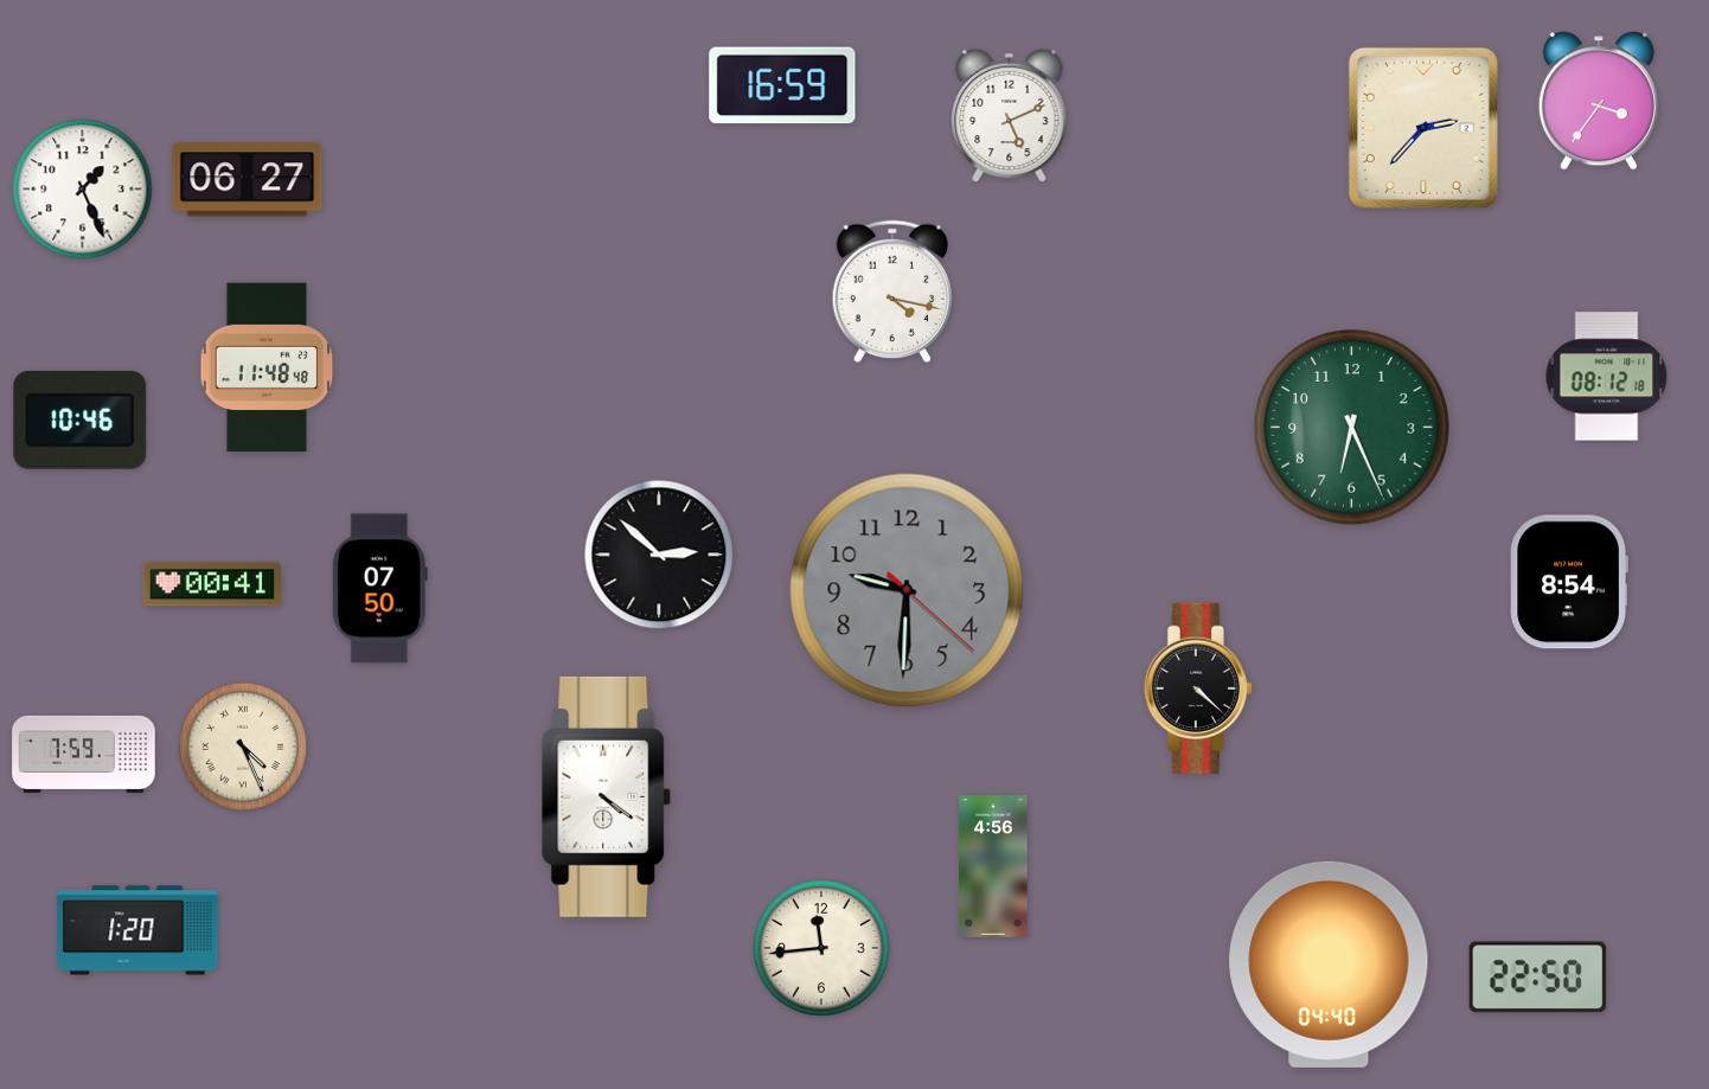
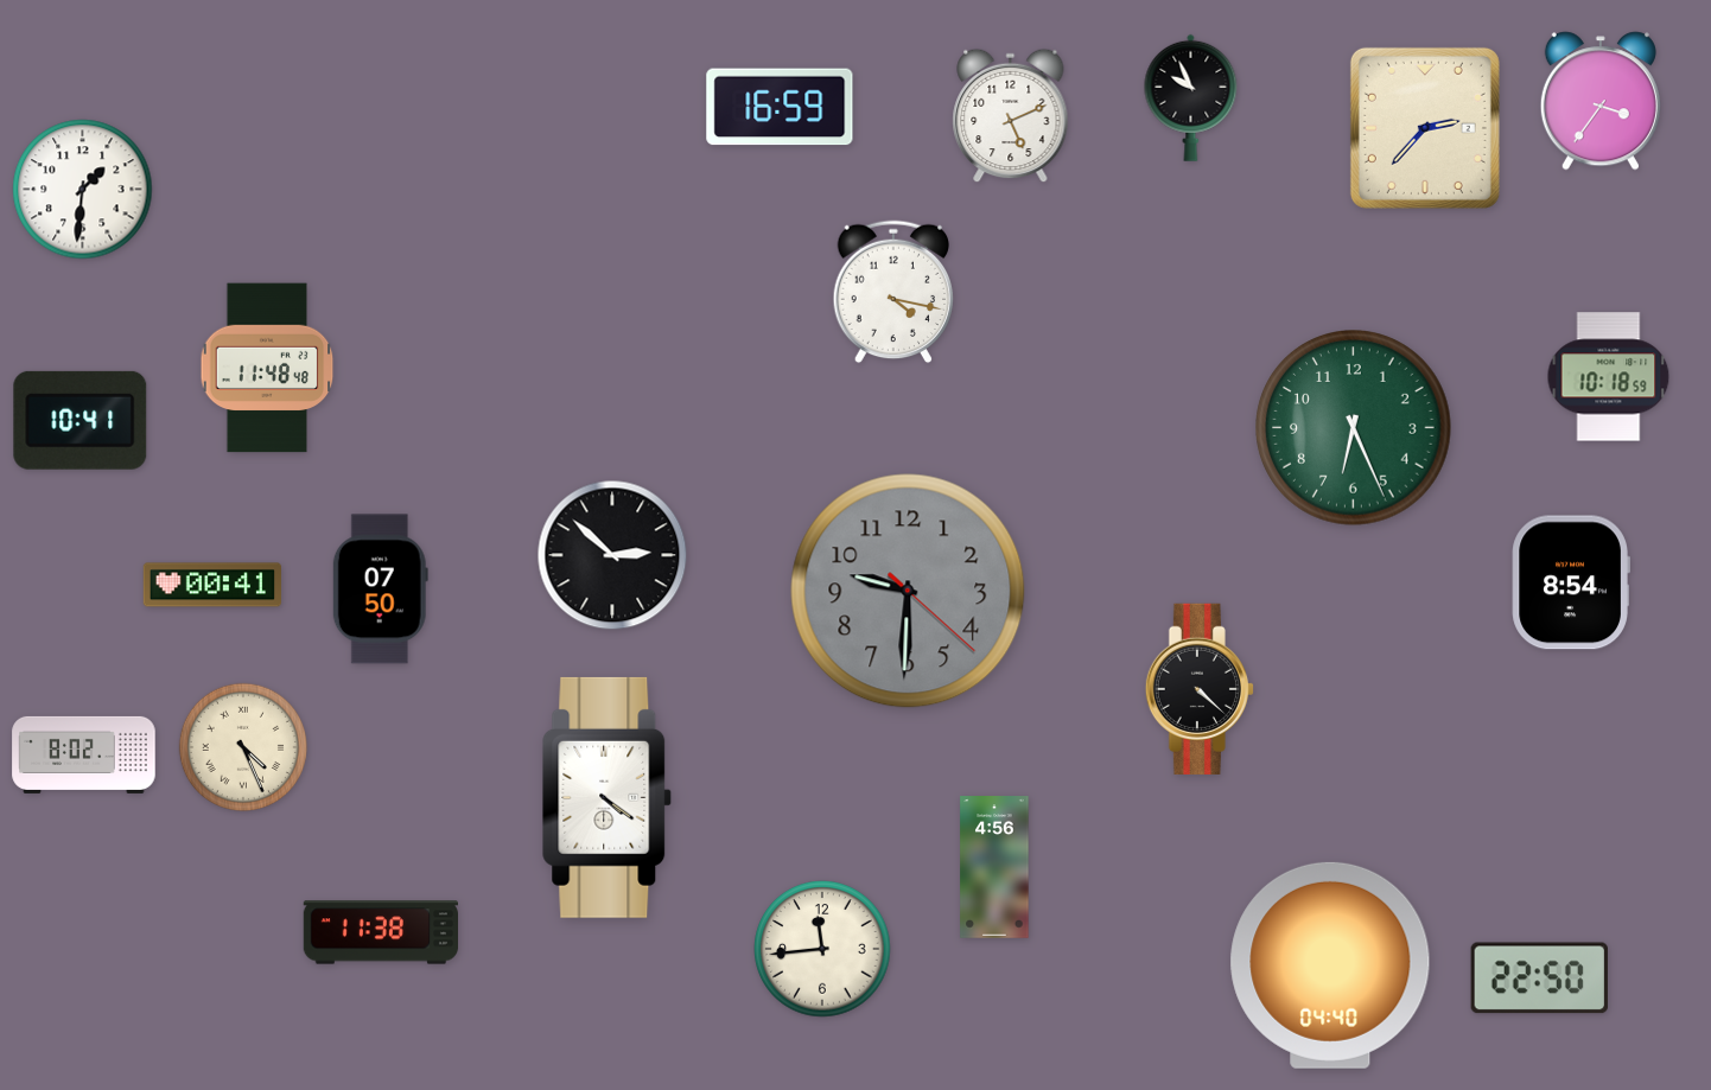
clock at (782, 85) position: (782, 85) -> (780, 107)
clock at (1191, 97): none -> 9:56
clock at (248, 180): 06:27 -> none
clock at (83, 190): 1:26 -> 1:31
clock at (1607, 377): 08:12 -> 10:18
clock at (81, 419): 10:46 -> 10:41
clock at (659, 555) position: (659, 555) -> (612, 555)
clock at (84, 754): 7:59 -> 8:02
clock at (137, 930): 1:20 -> none
clock at (380, 932): none -> 11:38
